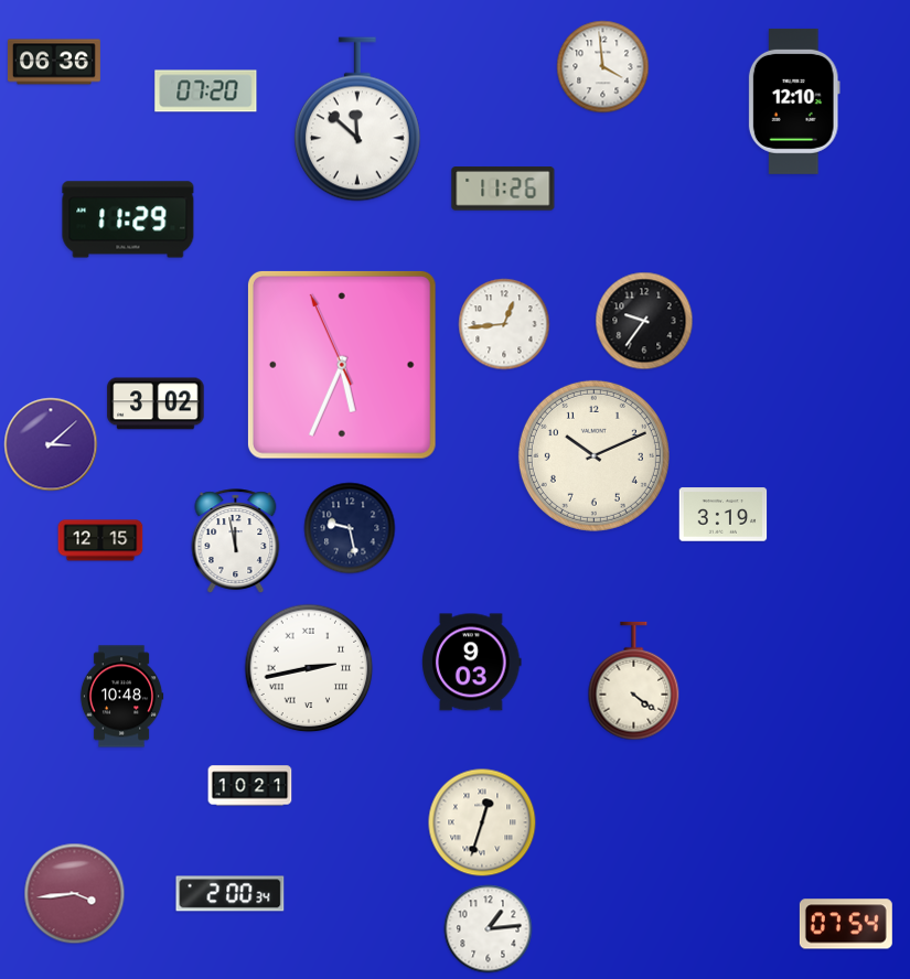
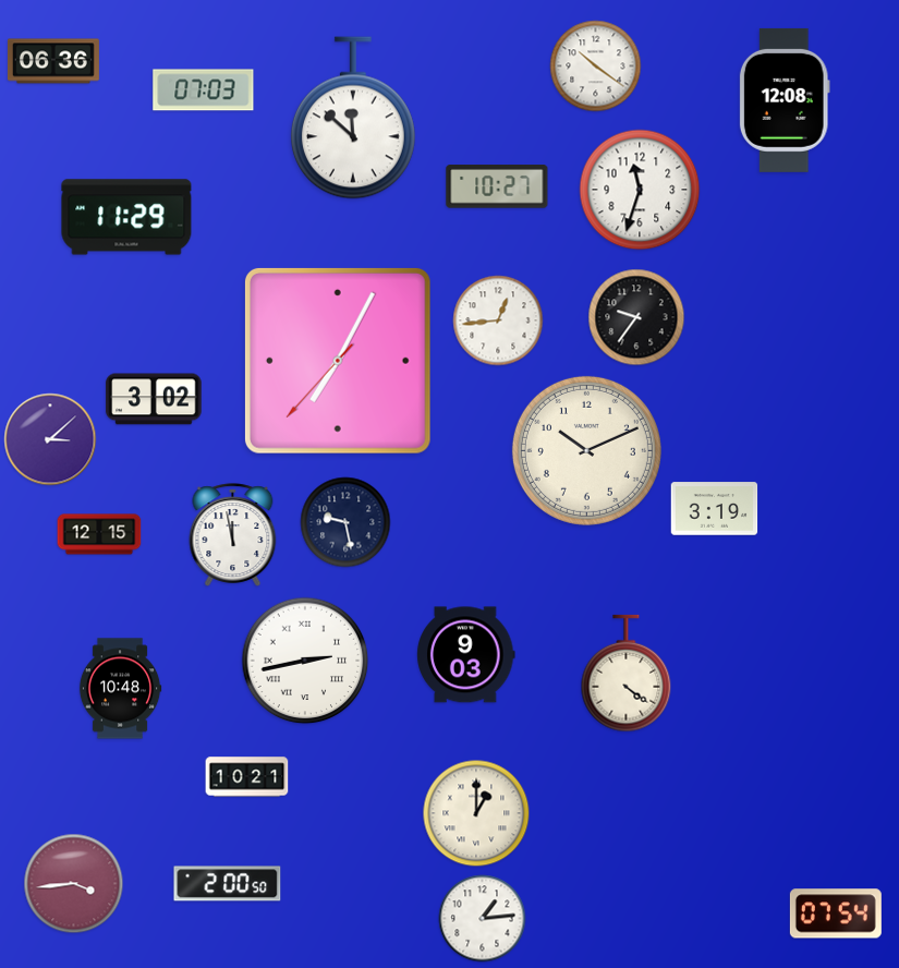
clock at (603, 67): 3:59 -> 10:21
clock at (206, 92): 07:20 -> 07:03
clock at (794, 101): 12:10 -> 12:08
clock at (503, 189): 11:26 -> 10:27
clock at (640, 190): none -> 11:33
clock at (342, 365): 5:33 -> 7:04
clock at (482, 822): 12:33 -> 1:00
clock at (231, 894): 2:00:34 -> 2:00:50
